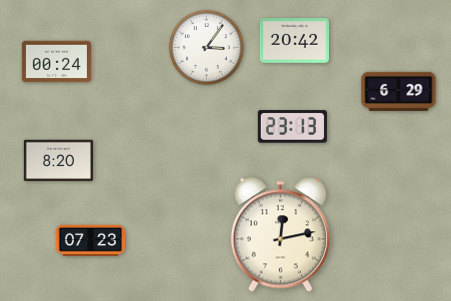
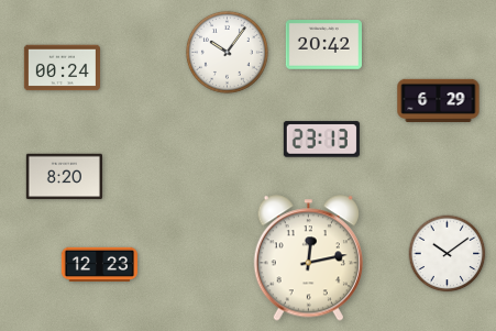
clock at (206, 47): 3:06 -> 10:06
clock at (448, 254): none -> 10:09
clock at (90, 240): 07:23 -> 12:23
